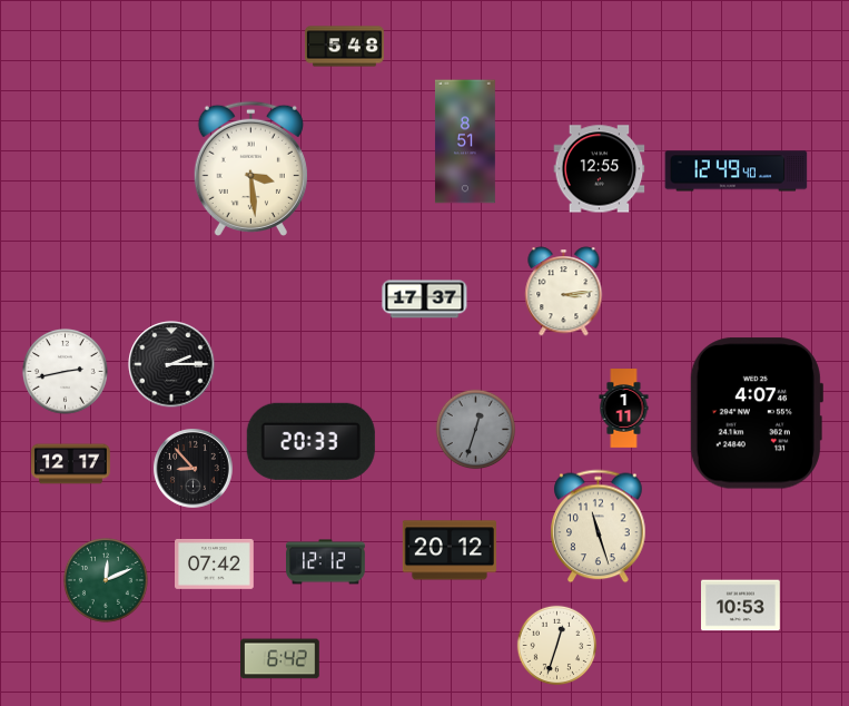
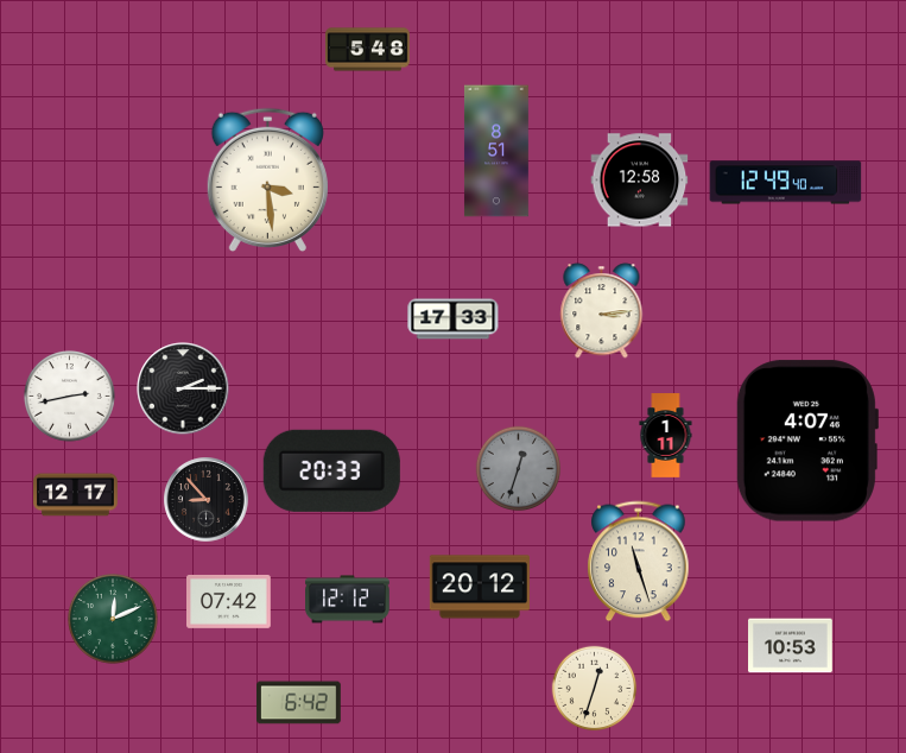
clock at (600, 169): 12:55 -> 12:58
clock at (425, 300): 17:37 -> 17:33
clock at (476, 430) position: (476, 430) -> (519, 469)
